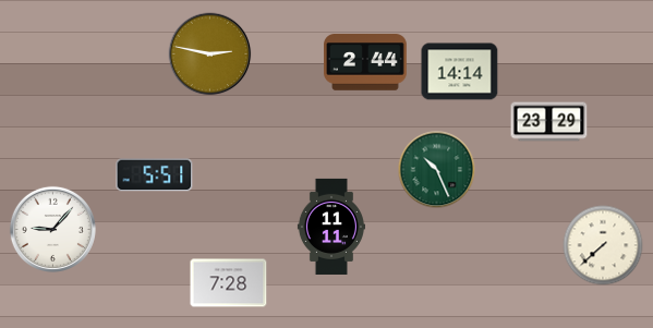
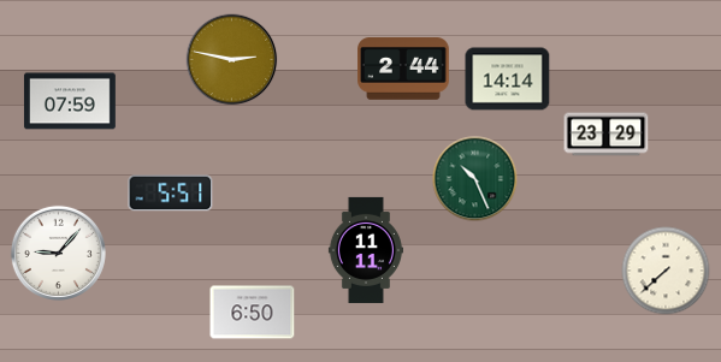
clock at (70, 101): none -> 07:59
clock at (437, 170) position: (437, 170) -> (475, 179)
clock at (229, 283): 7:28 -> 6:50
